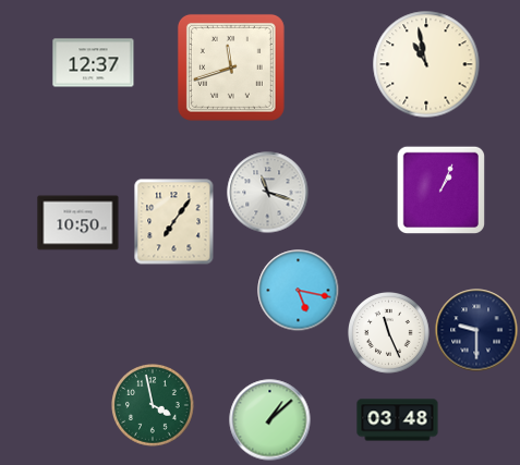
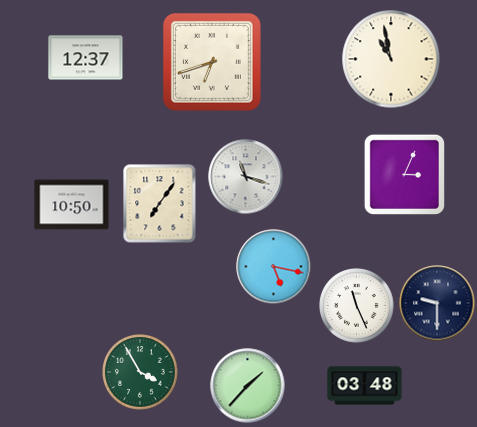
clock at (231, 68): 11:42 -> 6:42
clock at (440, 189): 1:04 -> 3:04
clock at (153, 405): 3:58 -> 3:55
clock at (270, 420): 1:08 -> 1:37
